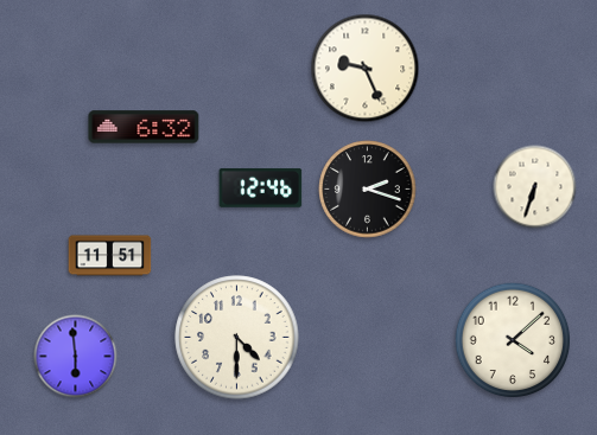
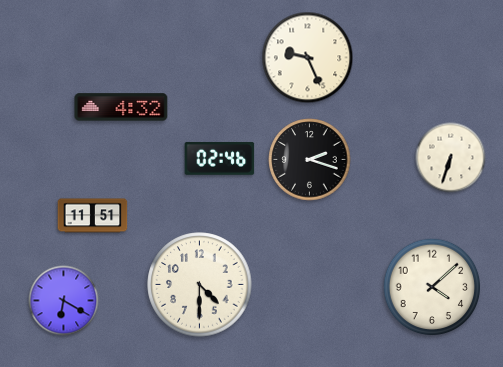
clock at (144, 127): 6:32 -> 4:32
clock at (261, 187): 12:46 -> 02:46
clock at (76, 357): 5:59 -> 6:20
